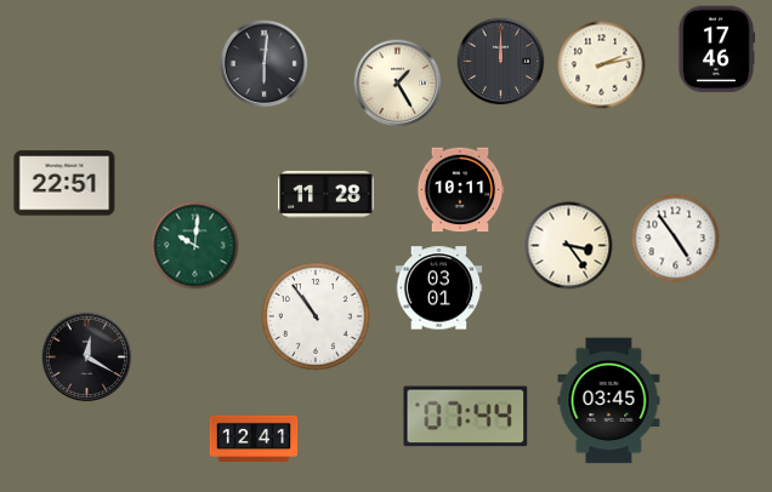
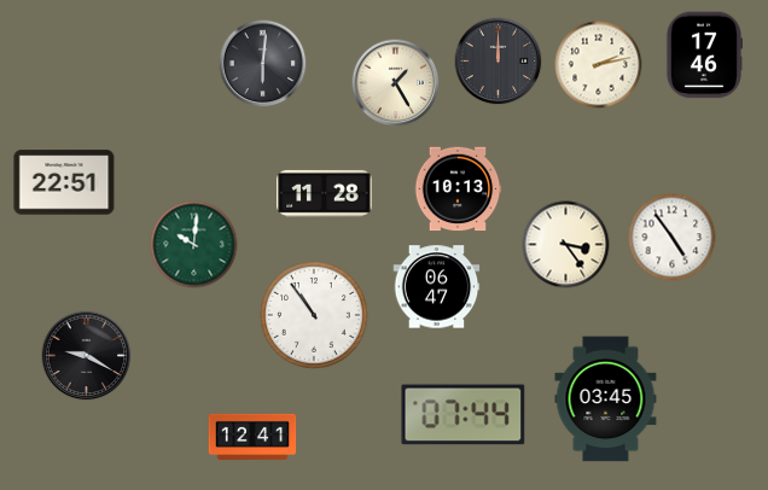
clock at (715, 50) position: (715, 50) -> (703, 56)
clock at (460, 190): 10:11 -> 10:13
clock at (439, 288): 03:01 -> 06:47
clock at (87, 357): 12:20 -> 9:20
